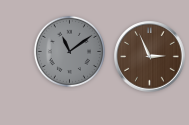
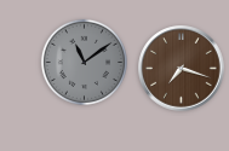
clock at (150, 57): 2:56 -> 7:18
